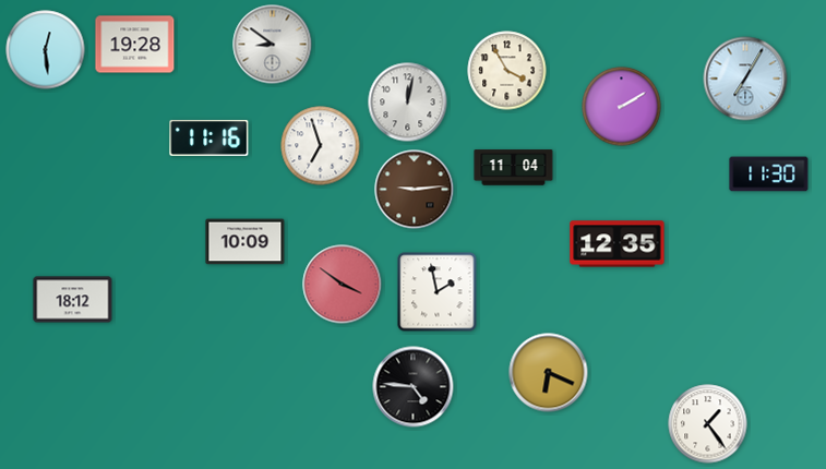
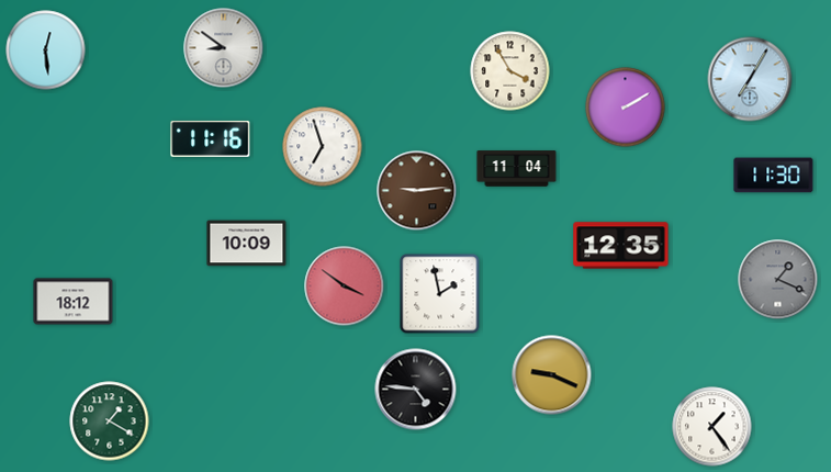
clock at (135, 45): 19:28 -> none
clock at (273, 45) position: (273, 45) -> (224, 48)
clock at (408, 103): 12:02 -> none
clock at (778, 280): none -> 1:19
clock at (549, 373): 6:19 -> 9:19
clock at (110, 422): none -> 1:20
